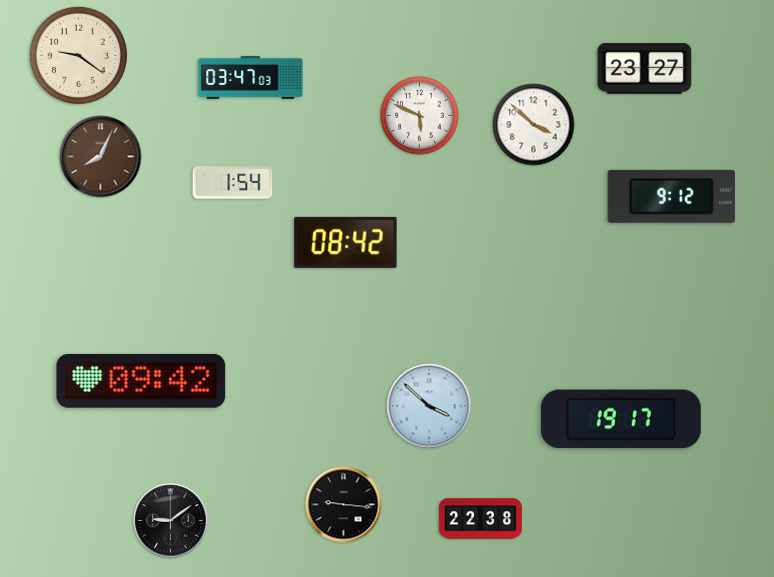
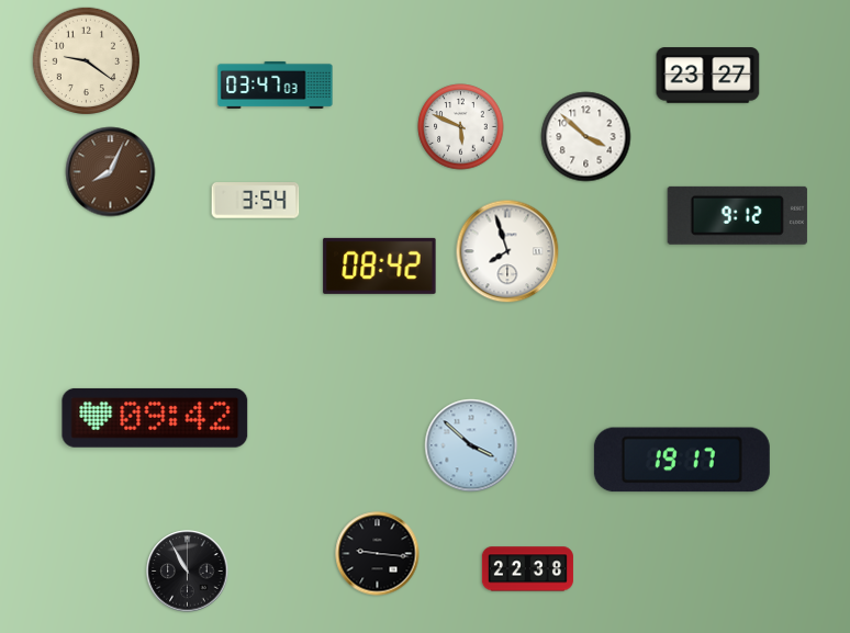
clock at (233, 183): 1:54 -> 3:54
clock at (507, 251): none -> 7:57
clock at (171, 521): 9:09 -> 10:55
